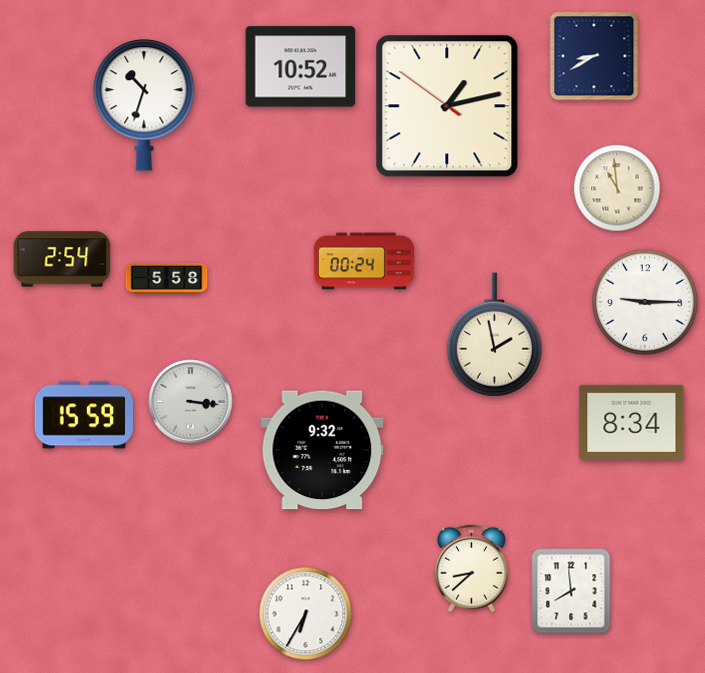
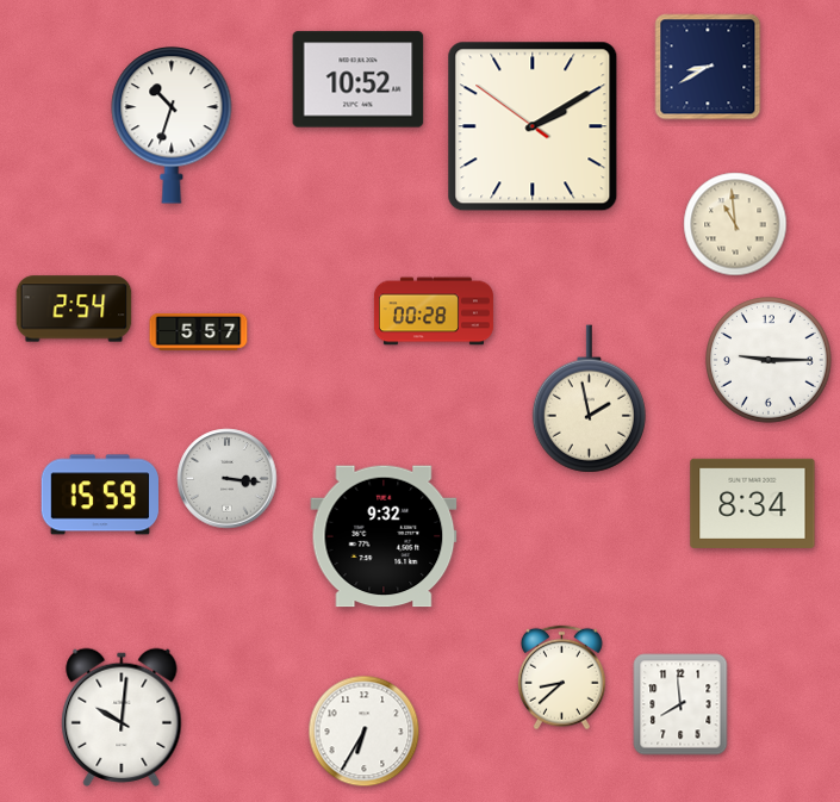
clock at (447, 106): 1:12 -> 2:09
clock at (364, 261): 00:24 -> 00:28
clock at (167, 279): 5:58 -> 5:57
clock at (122, 717): none -> 10:01
